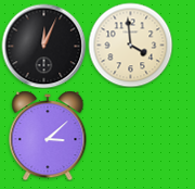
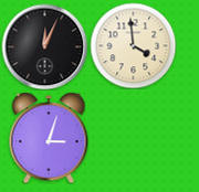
clock at (48, 136): 3:08 -> 3:03
